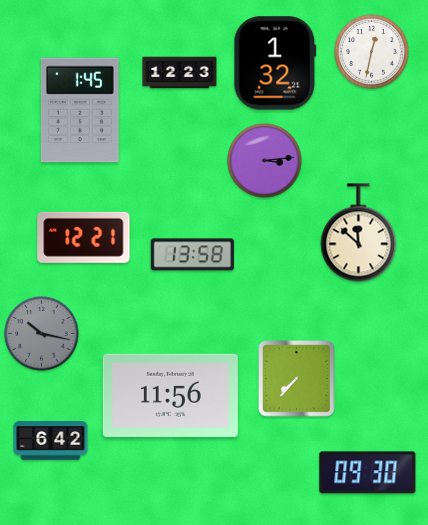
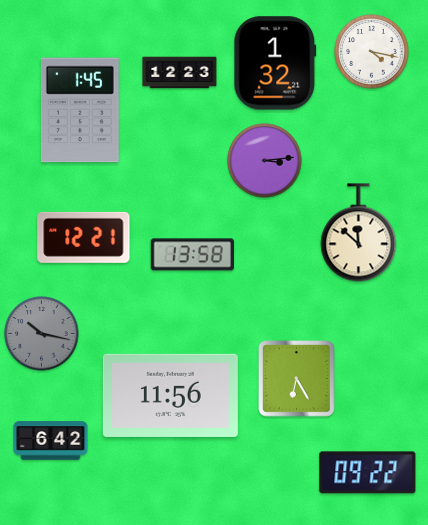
clock at (372, 52): 12:32 -> 4:17
clock at (297, 379): 7:37 -> 6:25
clock at (368, 473): 09:30 -> 09:22
